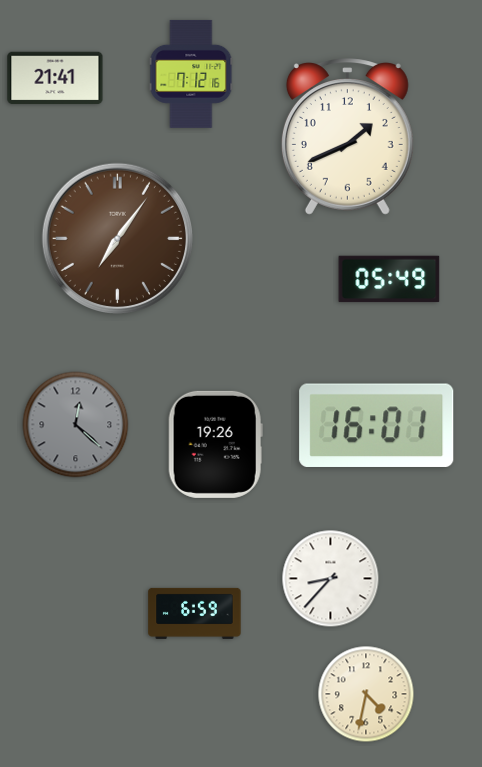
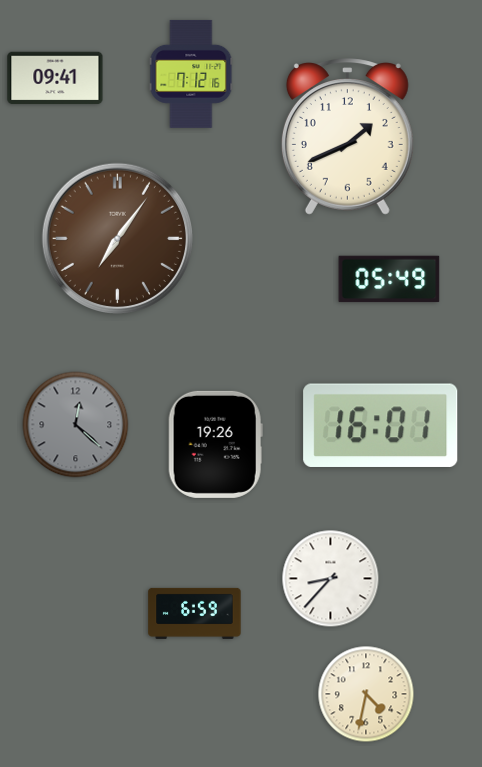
clock at (55, 78): 21:41 -> 09:41
clock at (377, 425) position: (377, 425) -> (381, 425)
